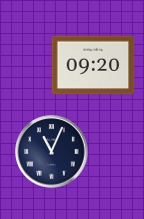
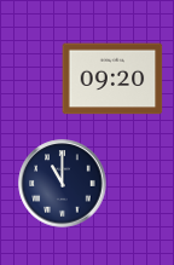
clock at (52, 152): 11:04 -> 11:00
